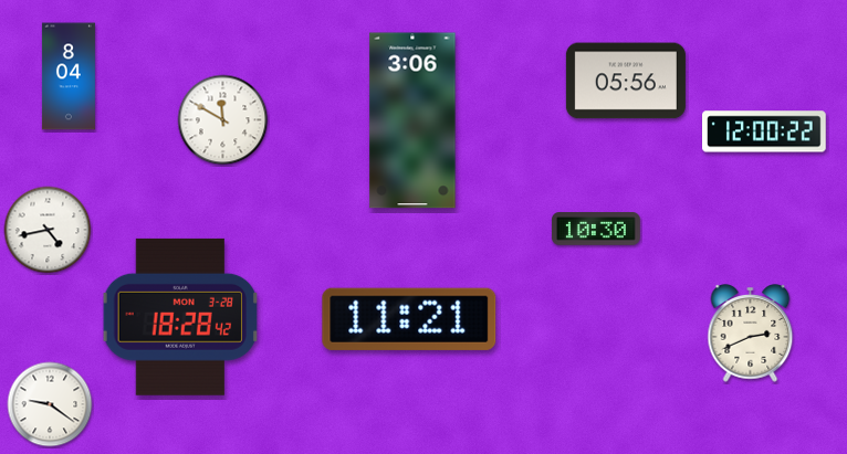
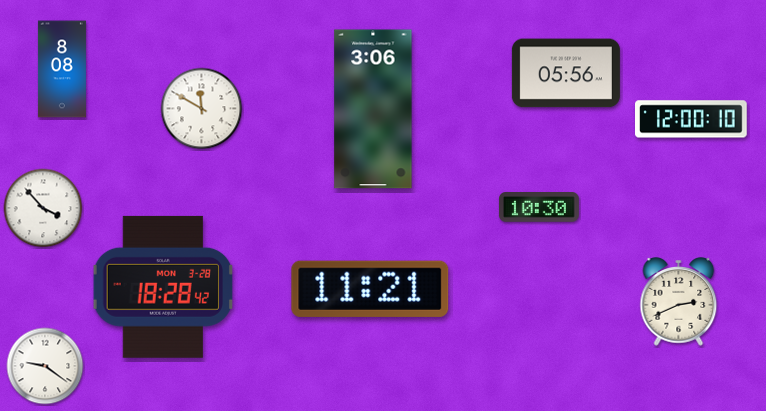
clock at (69, 76): 8:04 -> 8:08
clock at (765, 131): 12:00:22 -> 12:00:10
clock at (48, 230): 4:43 -> 3:53
